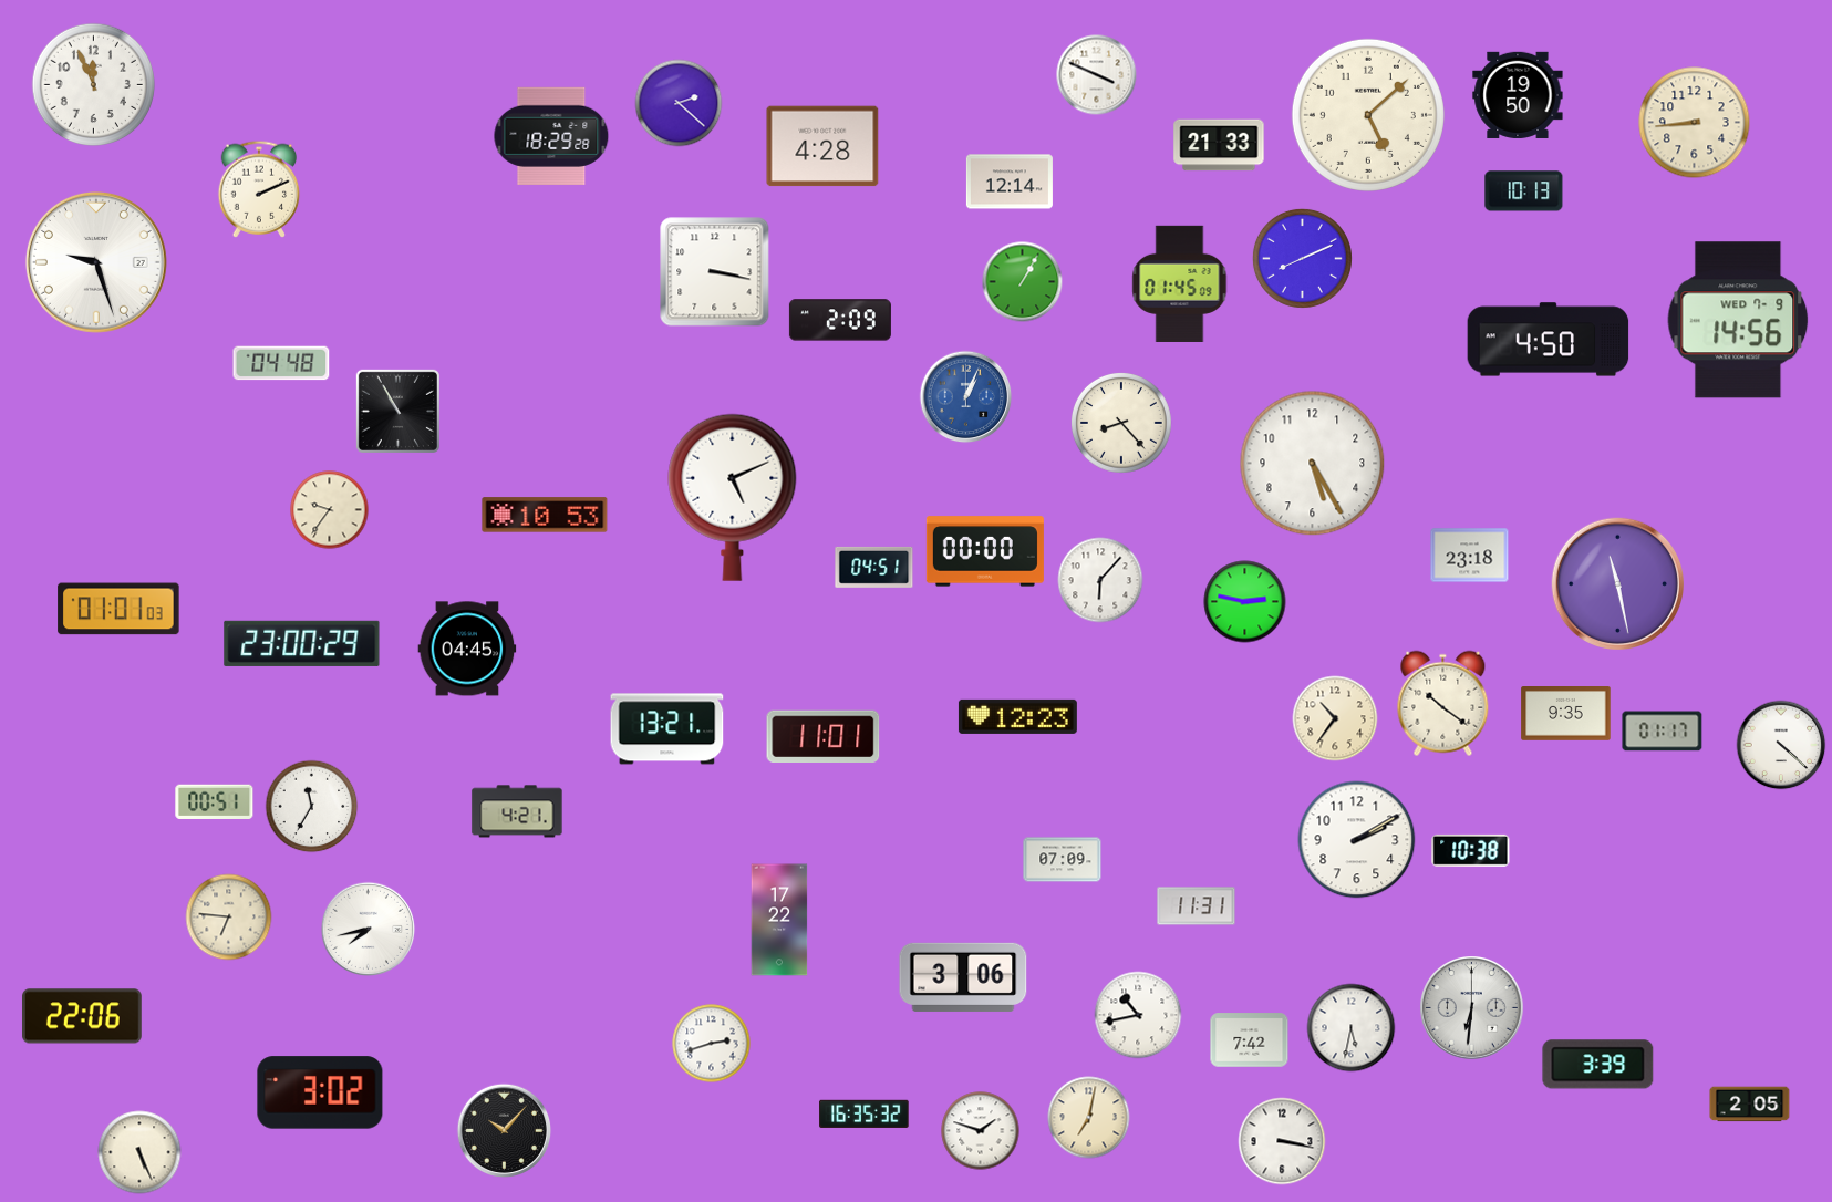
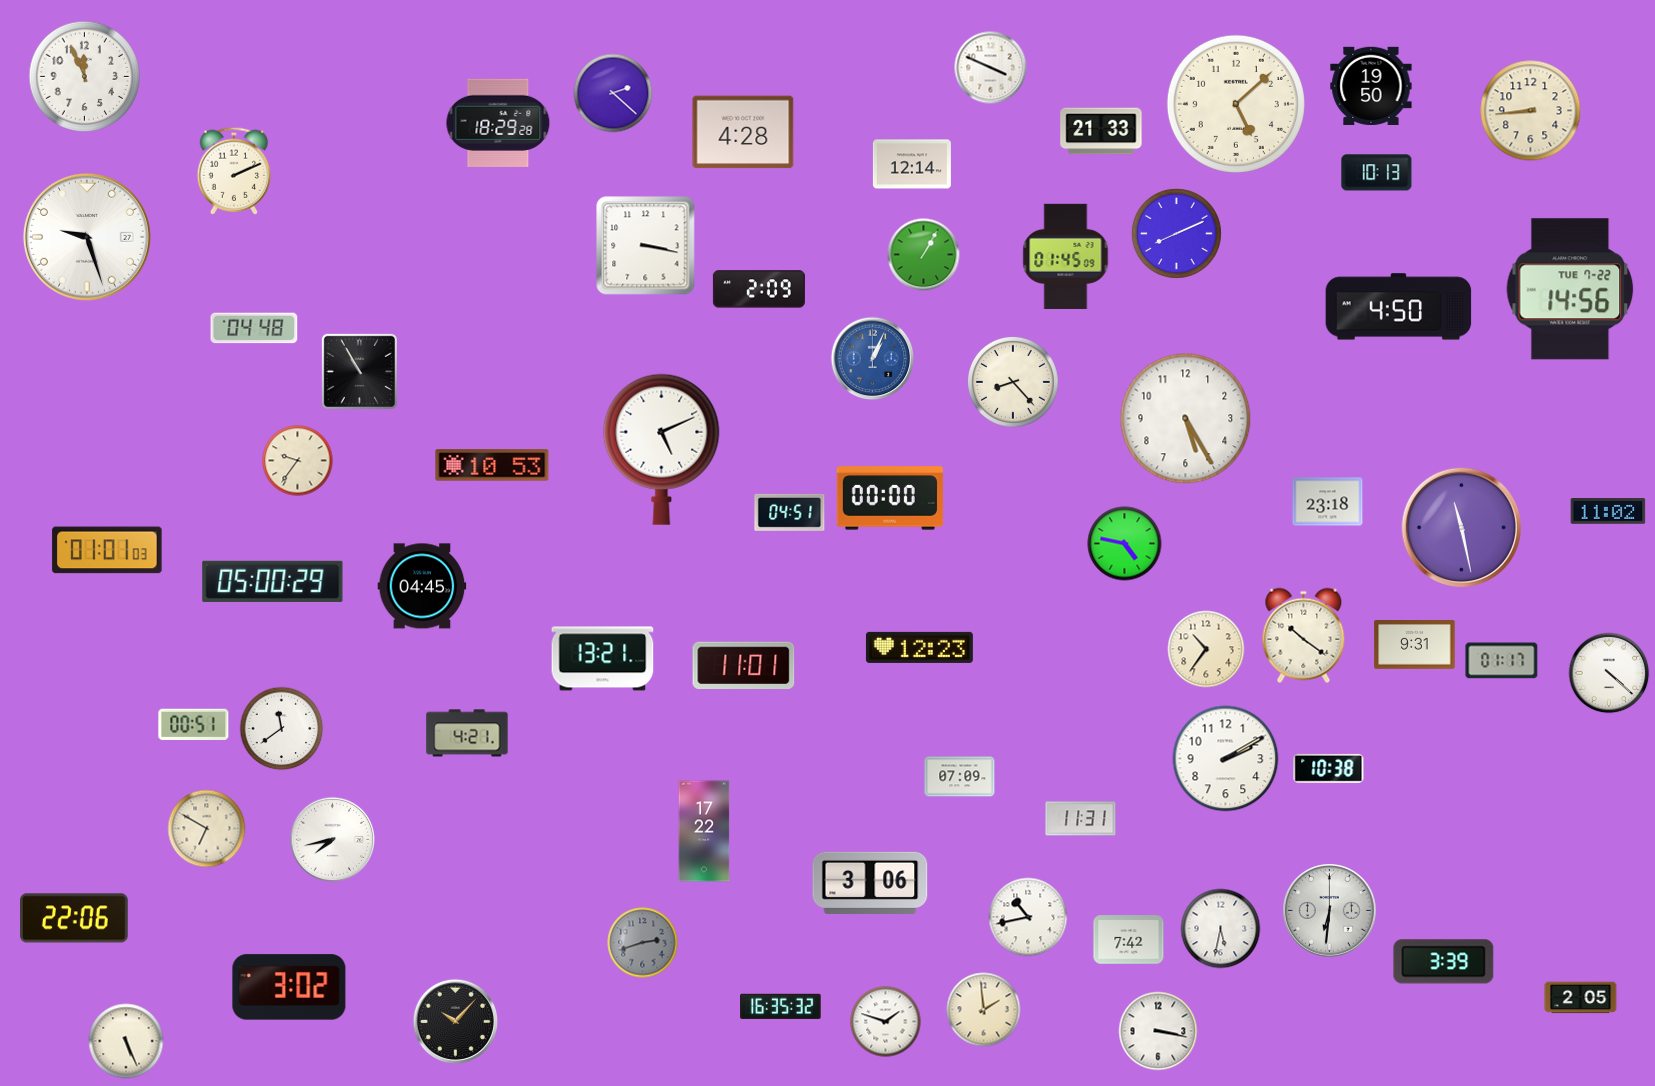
clock at (1738, 320) date: WED 7-9 -> TUE 7-22
clock at (1608, 511): none -> 11:02
clock at (1100, 580): 6:07 -> none
clock at (1245, 602): 2:47 -> 4:47
clock at (302, 643): 23:00 -> 05:00
clock at (1566, 714): 9:35 -> 9:31
clock at (312, 807): 11:35 -> 11:39
clock at (229, 918): 6:46 -> 6:50
clock at (712, 1044) dial: white -> grey
clock at (1089, 1118): 7:02 -> 1:59
